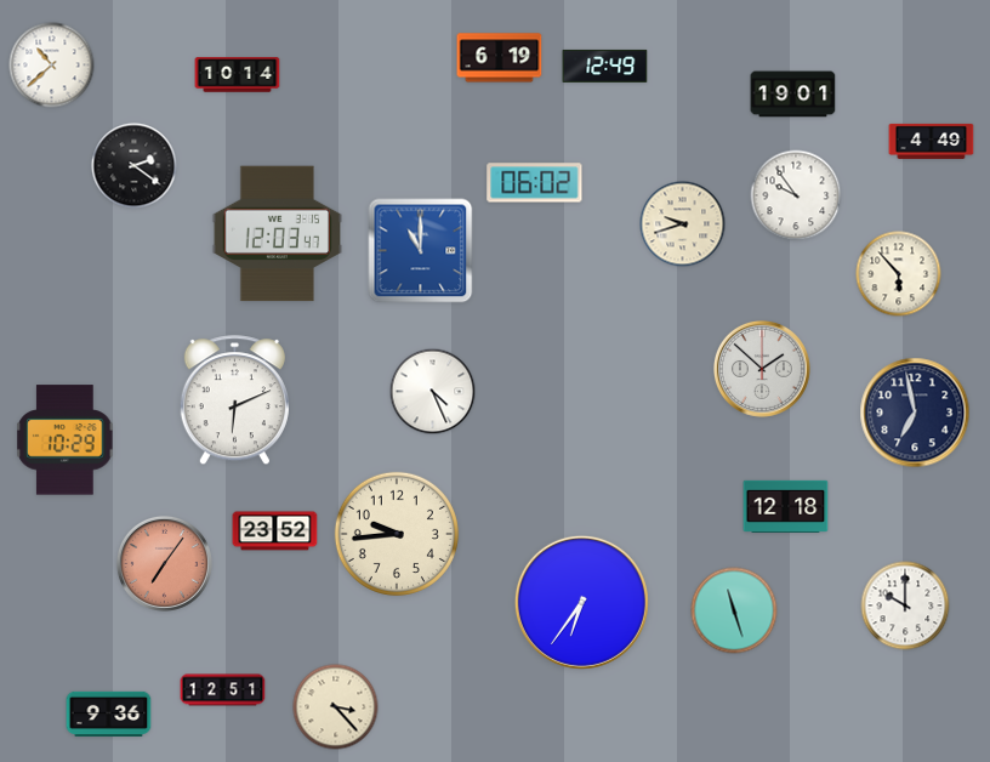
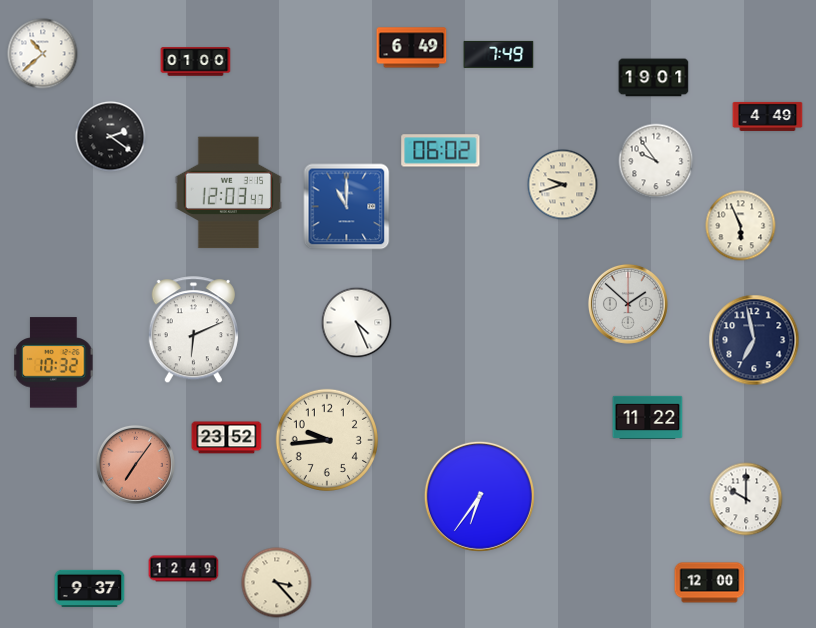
clock at (500, 58): 6:19 -> 6:49
clock at (605, 66): 12:49 -> 7:49
clock at (238, 75): 10:14 -> 01:00
clock at (899, 274): 5:53 -> 5:56
clock at (66, 440): 10:29 -> 10:32
clock at (786, 506): 12:18 -> 11:22
clock at (734, 610): 11:27 -> none
clock at (223, 690): 12:51 -> 12:49
clock at (710, 583): none -> 12:00
clock at (109, 713): 9:36 -> 9:37
